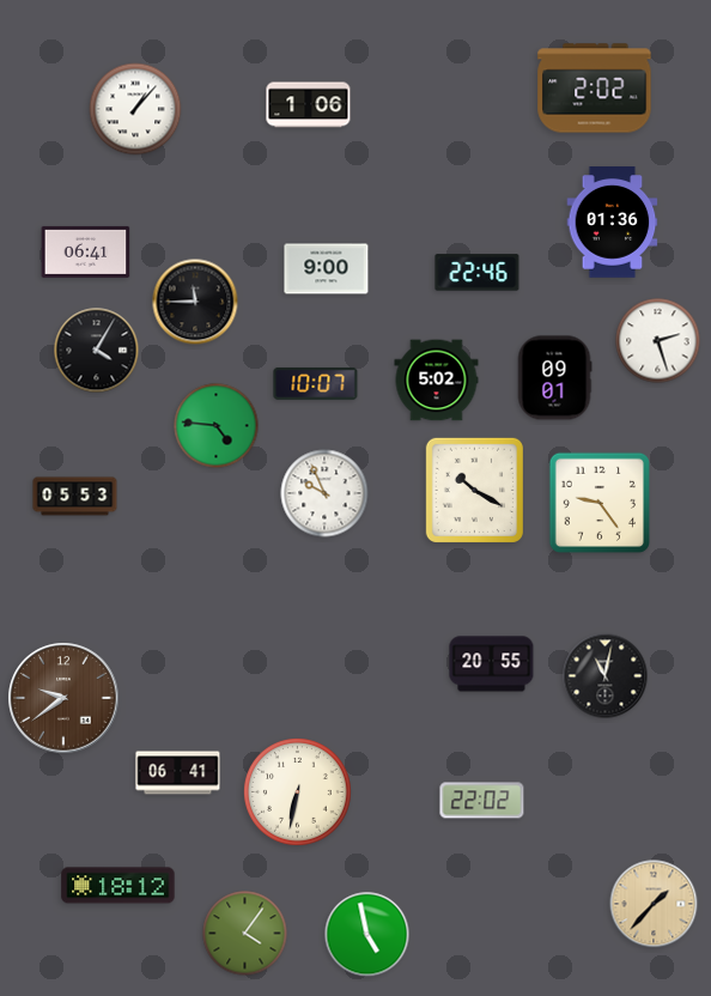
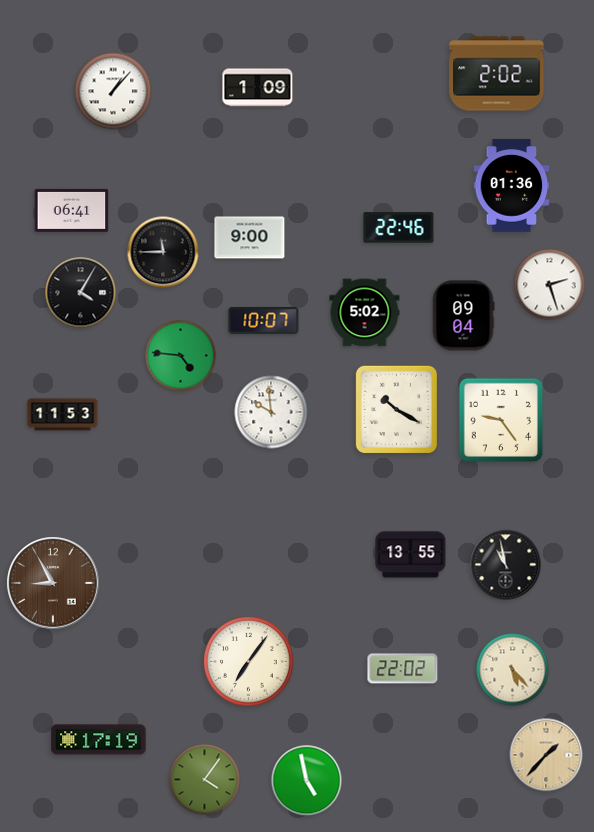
clock at (309, 105): 1:06 -> 1:09
clock at (327, 269) position: (327, 269) -> (250, 238)
clock at (554, 378): 09:01 -> 09:04
clock at (437, 381) position: (437, 381) -> (365, 313)
clock at (324, 493): 9:56 -> 9:59
clock at (75, 497): 05:53 -> 11:53
clock at (492, 664): 20:55 -> 13:55
clock at (606, 676): 11:02 -> 10:58
clock at (63, 698): 9:39 -> 8:55
clock at (178, 773): 06:41 -> none
clock at (298, 792): 6:32 -> 7:06
clock at (513, 670): none -> 5:23
clock at (118, 886): 18:12 -> 17:19
